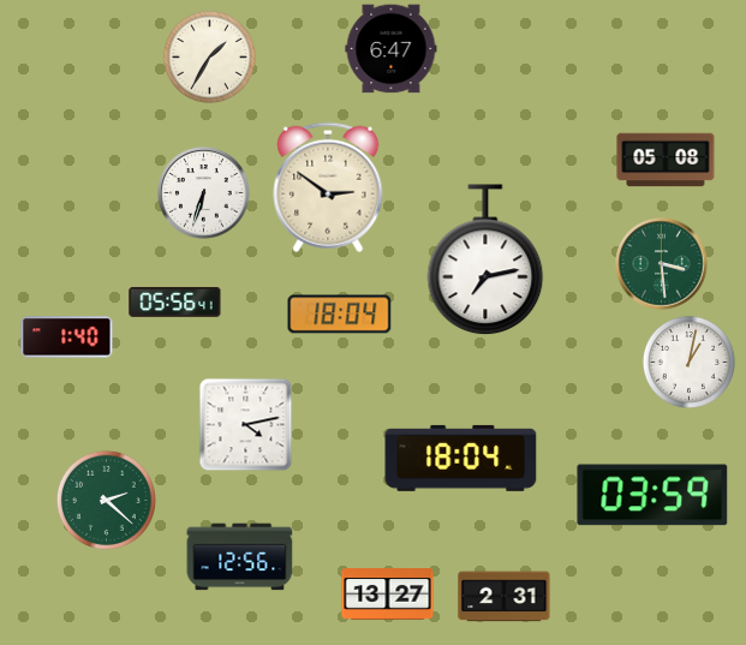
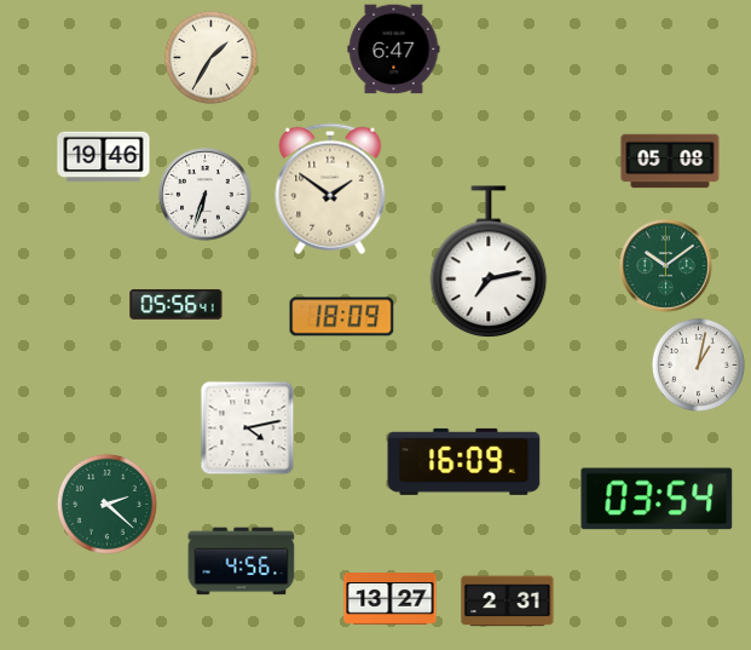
clock at (104, 157): none -> 19:46
clock at (328, 187): 2:51 -> 1:51
clock at (662, 264): 3:29 -> 10:09
clock at (340, 315): 18:04 -> 18:09
clock at (67, 338): 1:40 -> none
clock at (688, 362) position: (688, 362) -> (698, 364)
clock at (461, 458): 18:04 -> 16:09
clock at (652, 495): 03:59 -> 03:54
clock at (240, 557): 12:56 -> 4:56
